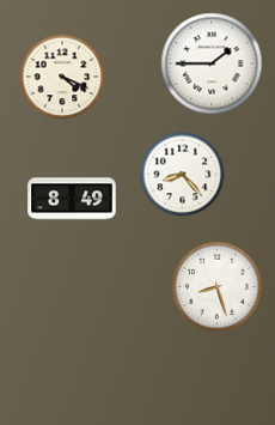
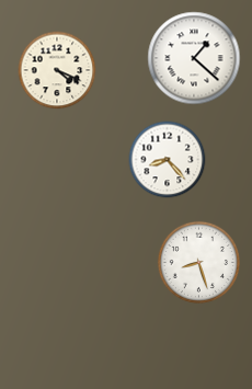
clock at (212, 63): 1:45 -> 1:22
clock at (72, 199): 8:49 -> none
